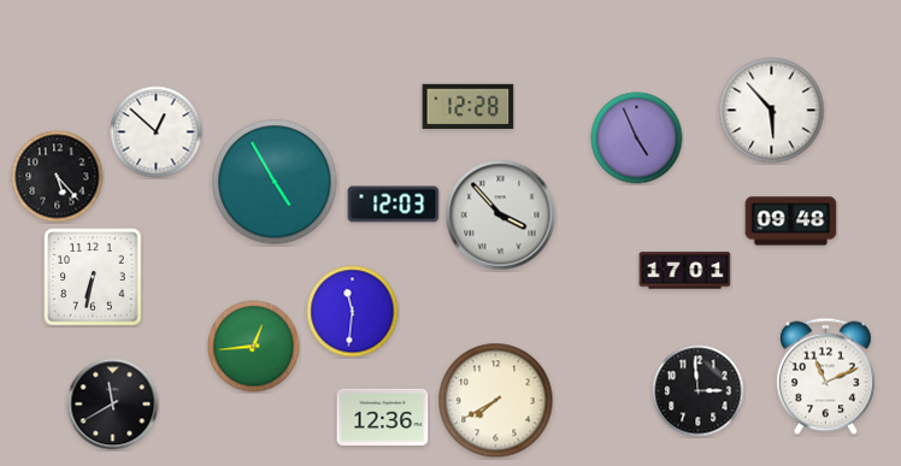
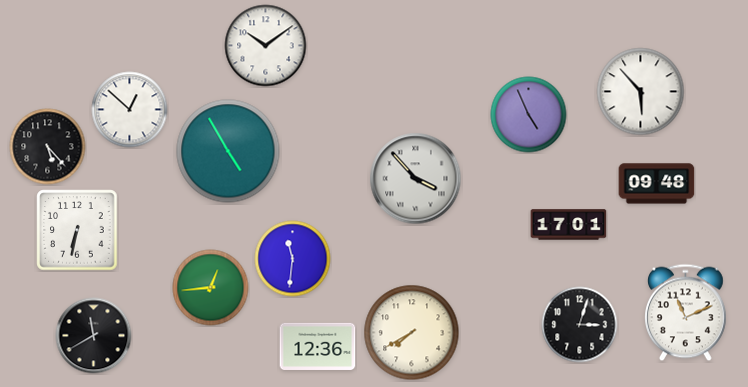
clock at (266, 46): none -> 10:09
clock at (469, 106): 12:28 -> none
clock at (394, 205): 12:03 -> none
clock at (699, 391): 2:59 -> 3:03
